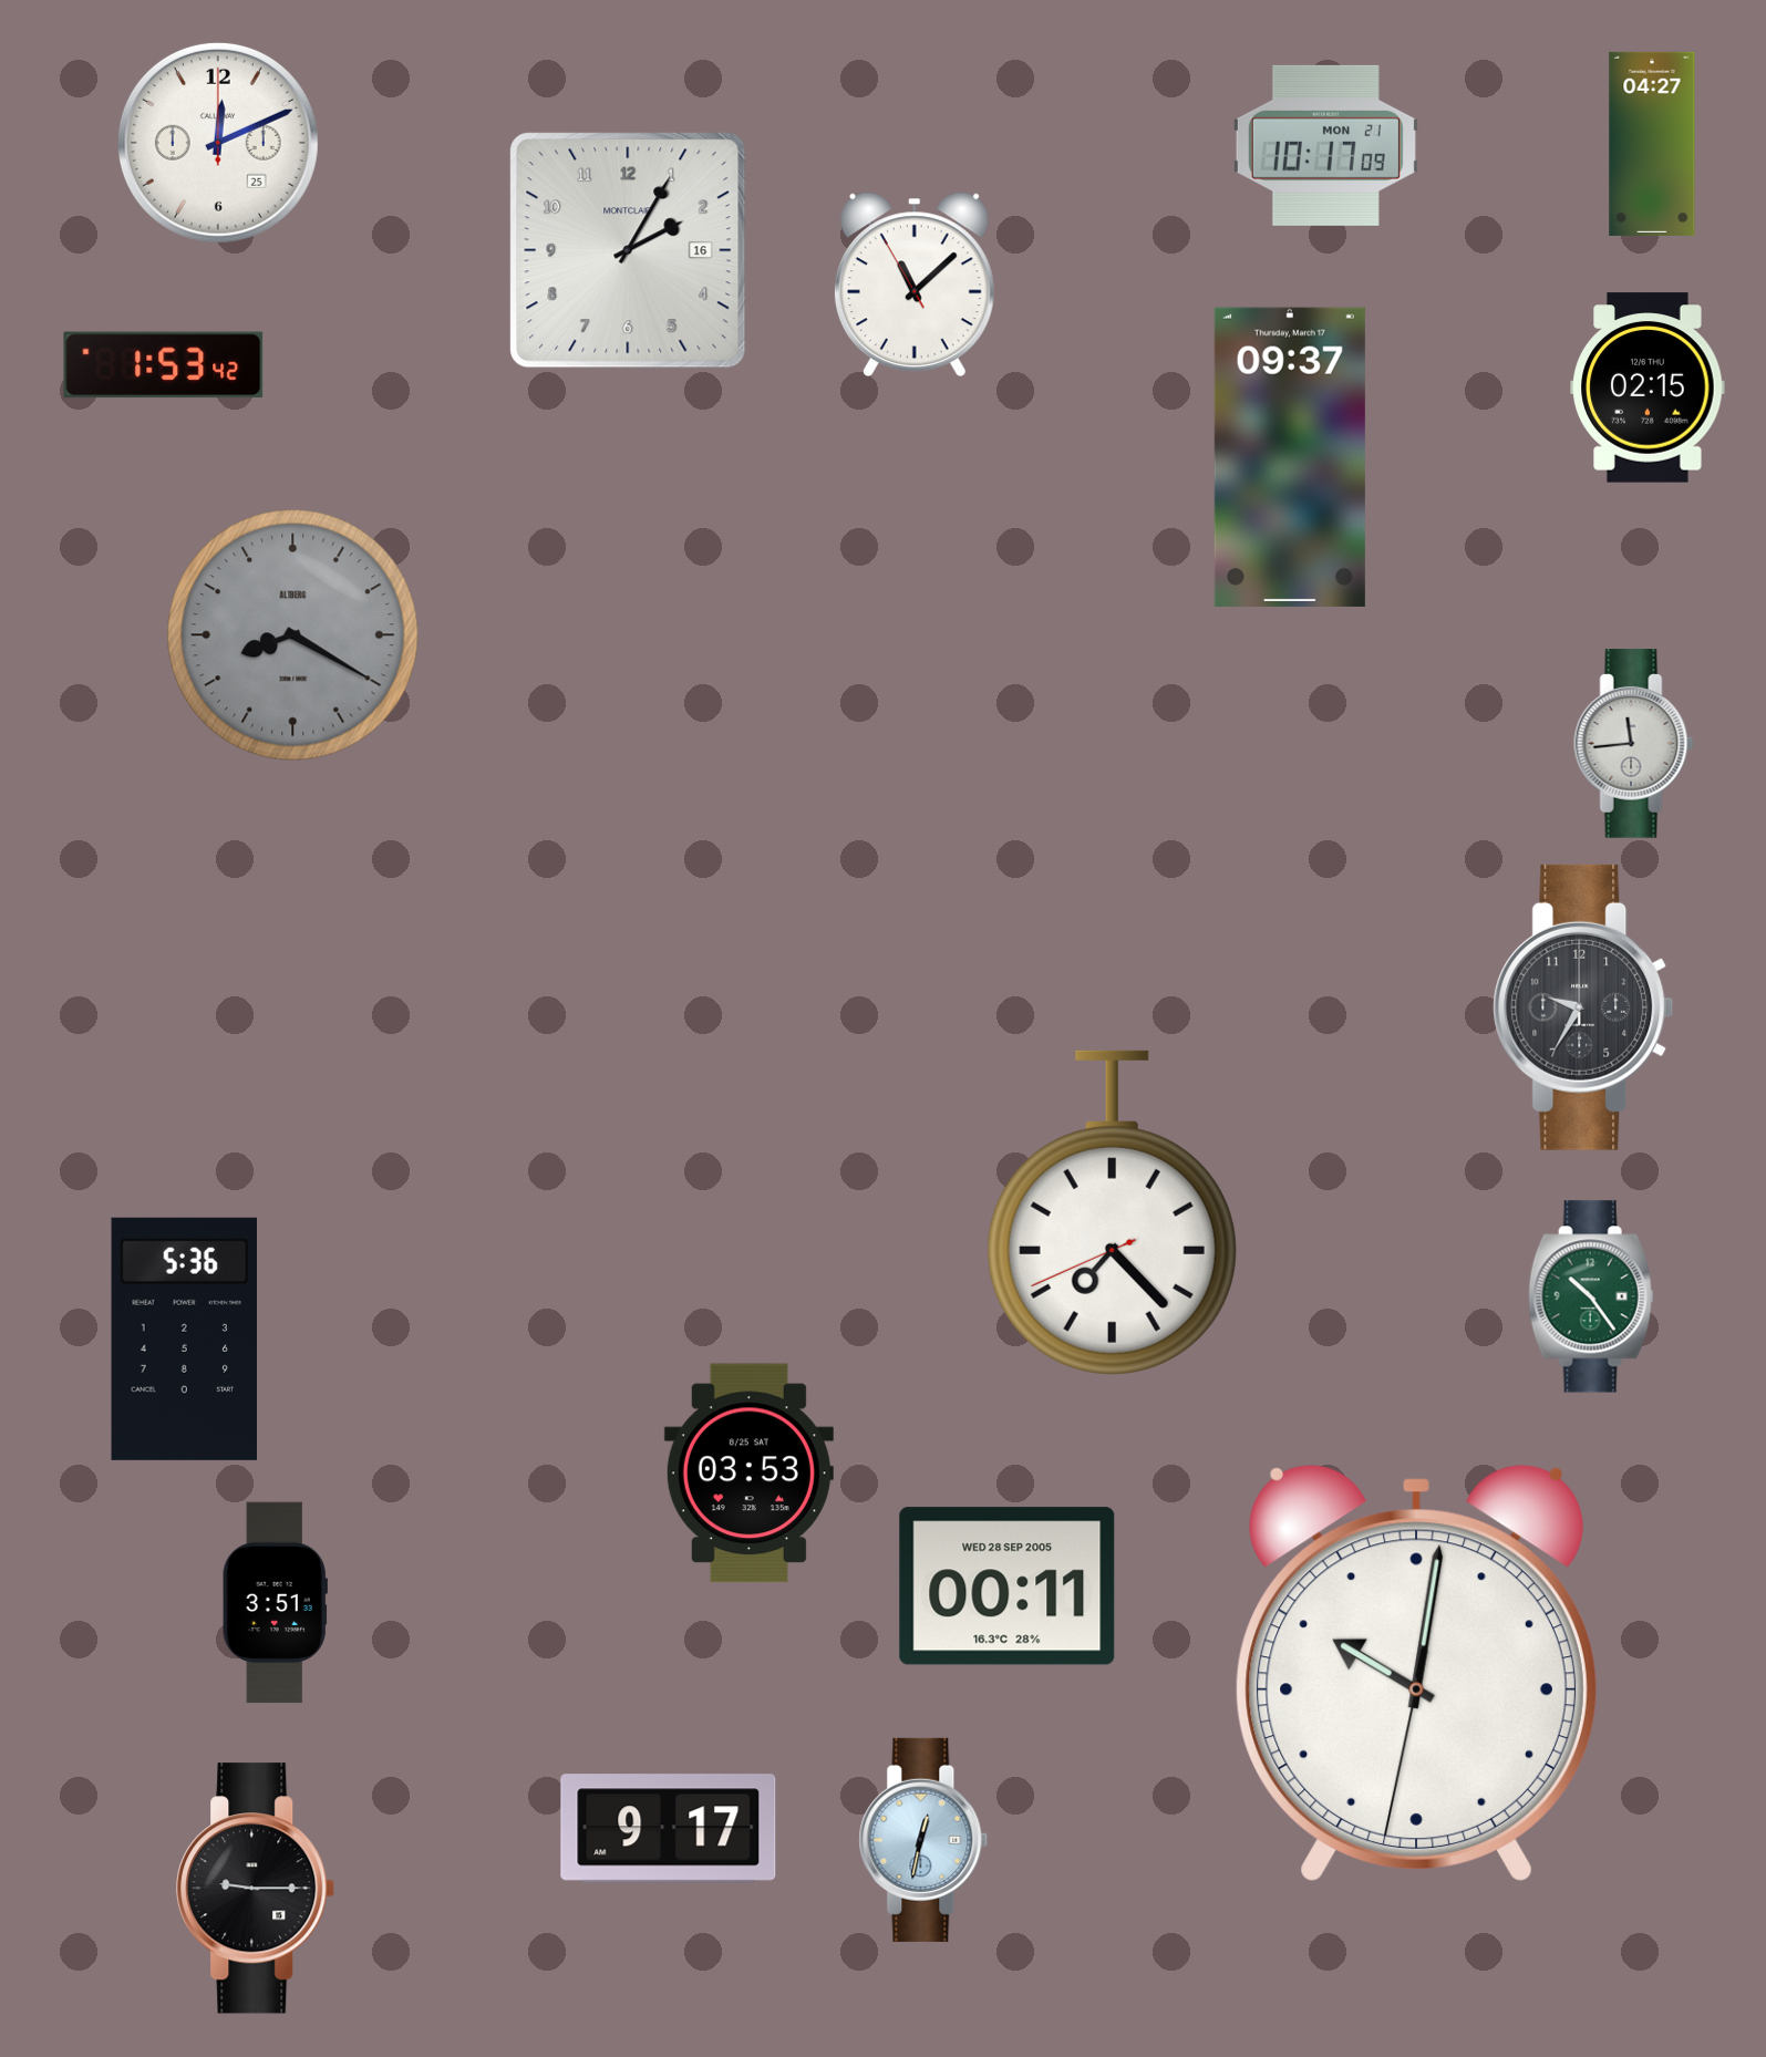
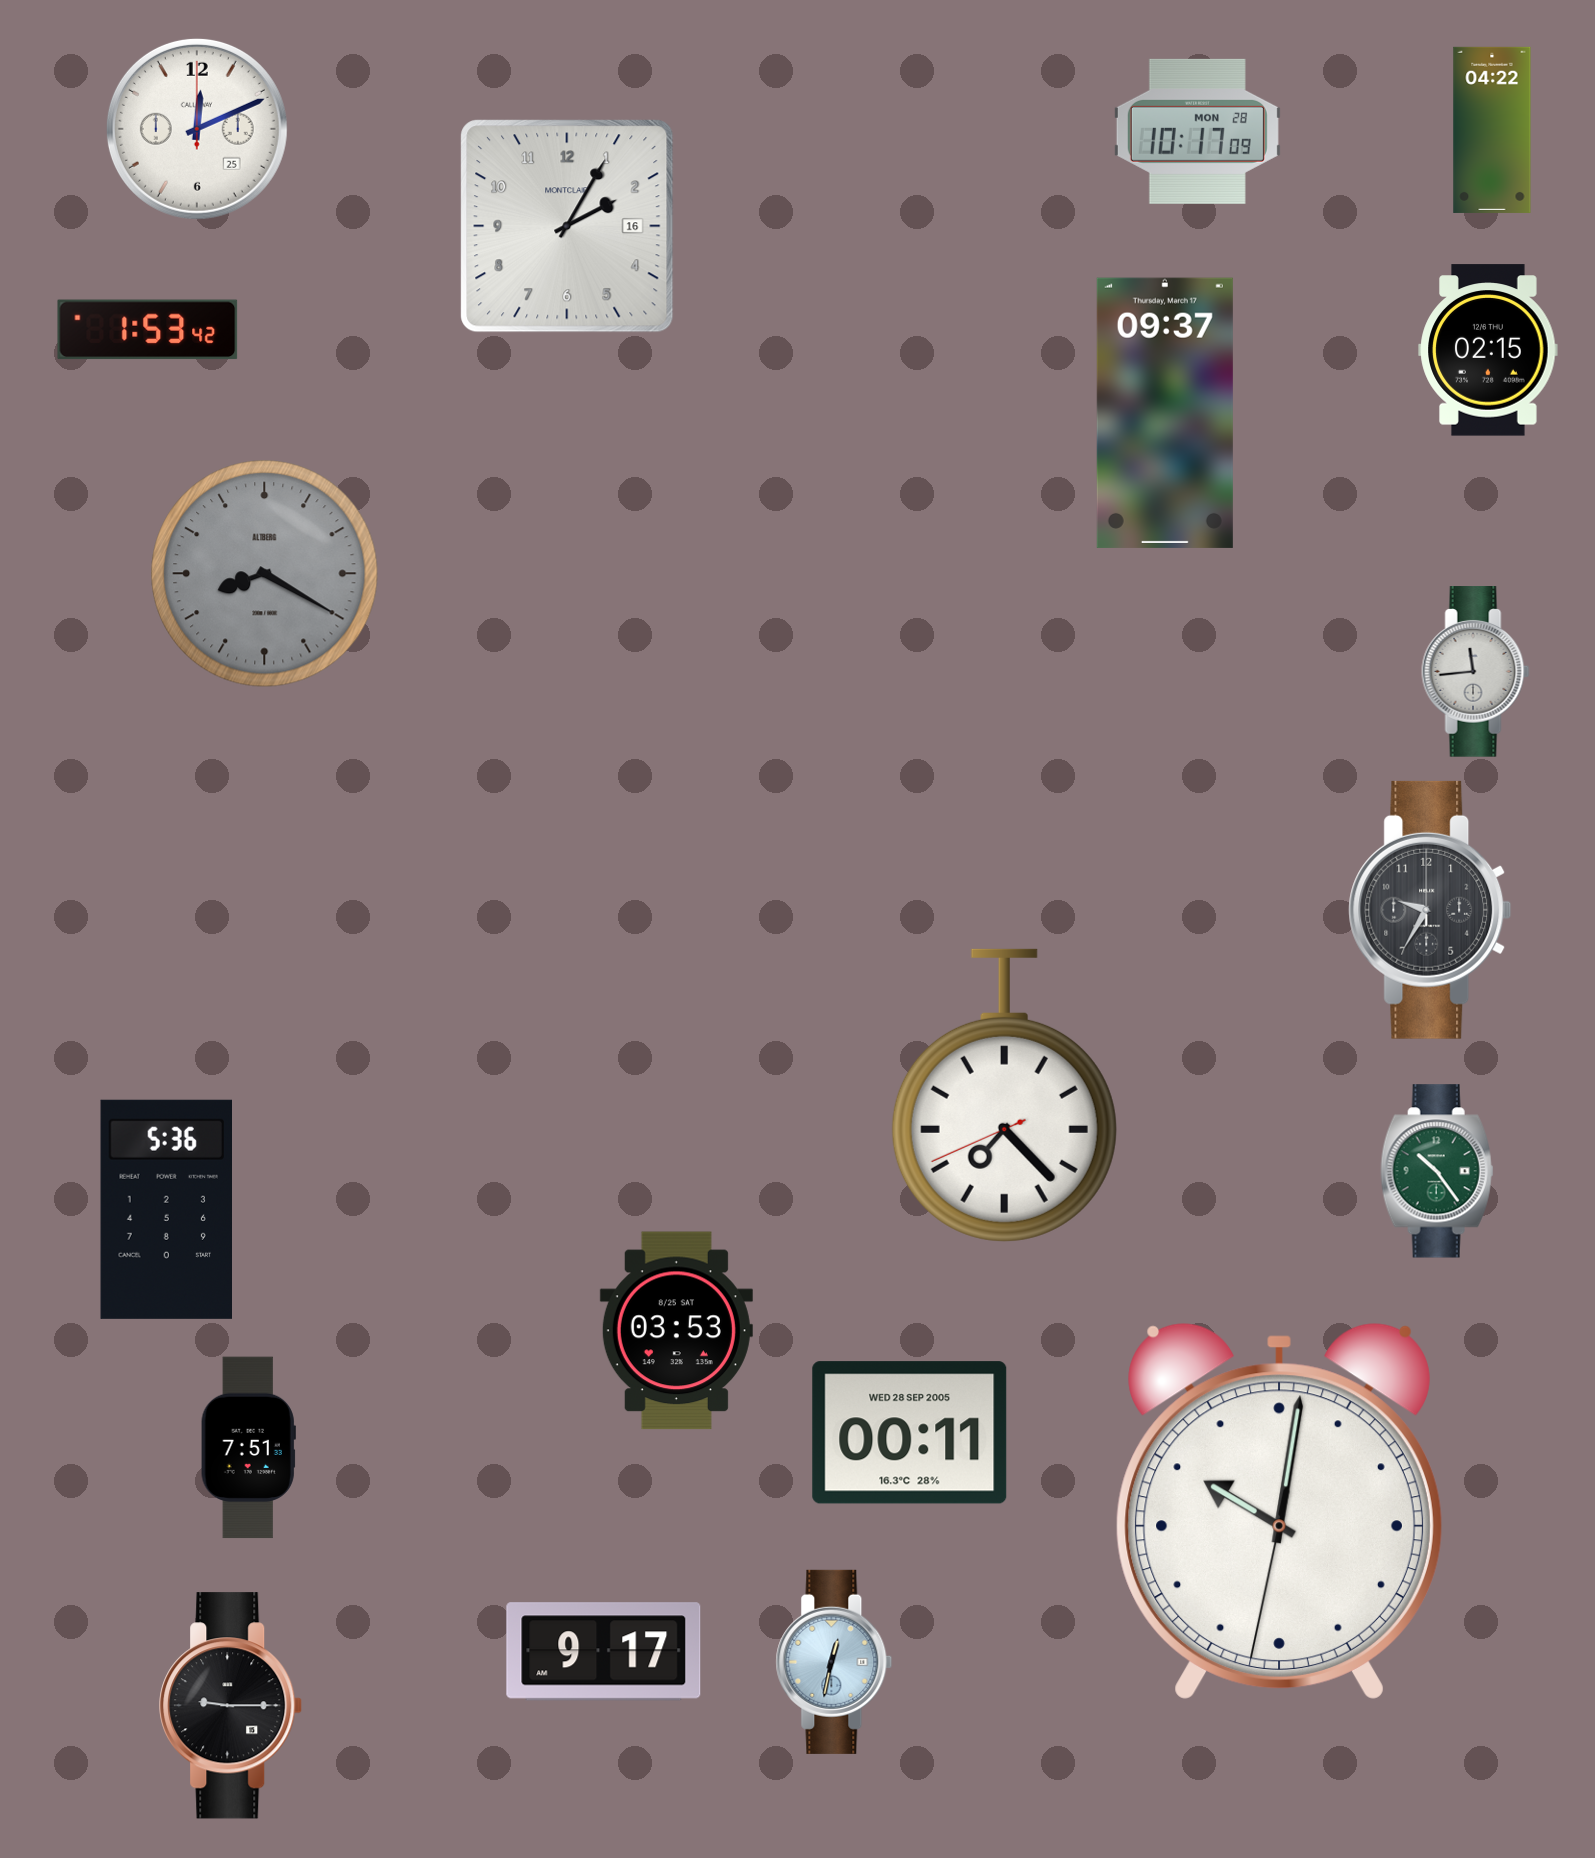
clock at (1652, 144): 04:27 -> 04:22
clock at (1325, 145) date: MON 21 -> MON 28
clock at (915, 283): 11:07 -> none
clock at (275, 1603): 3:51 -> 7:51
